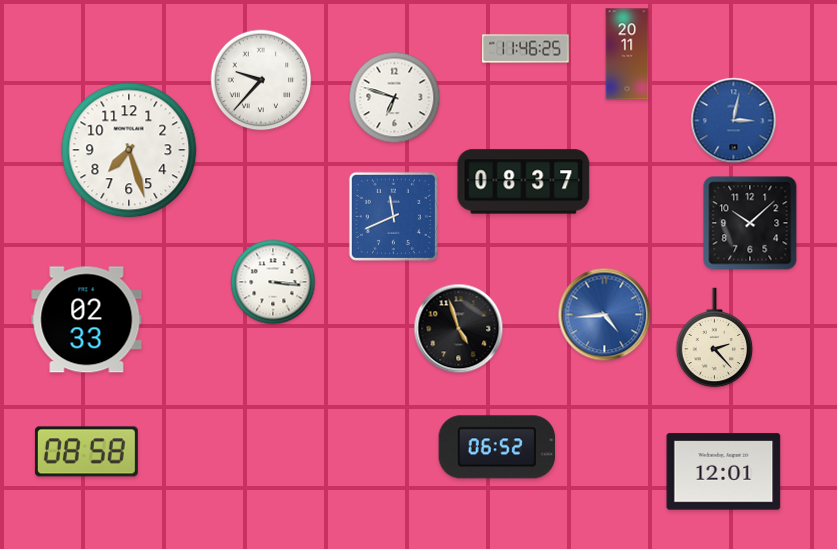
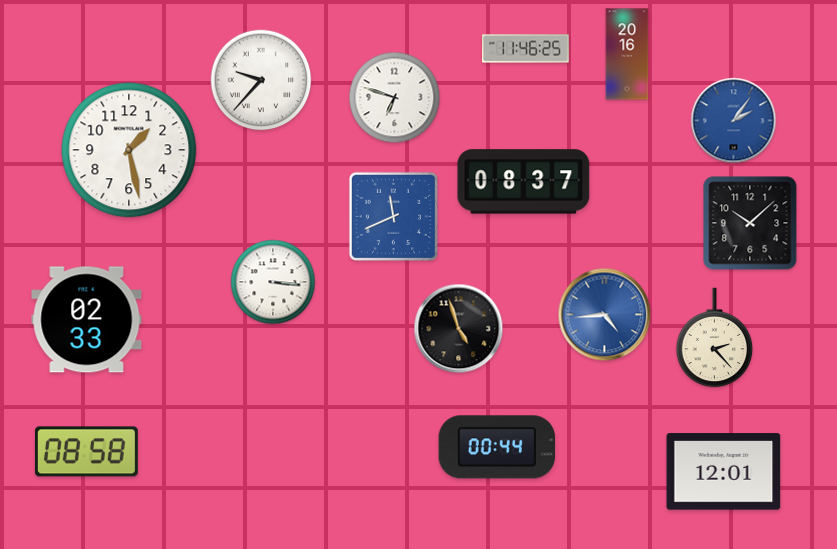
clock at (627, 54): 20:11 -> 20:16
clock at (734, 121): 3:02 -> 2:06
clock at (129, 150): 7:27 -> 1:28
clock at (497, 447): 06:52 -> 00:44
